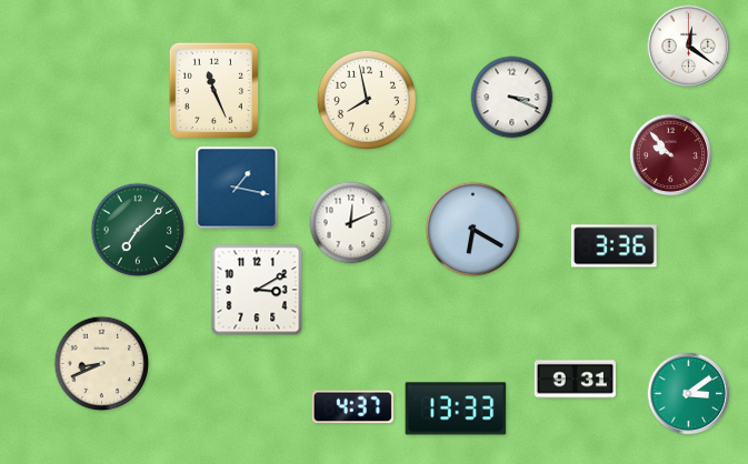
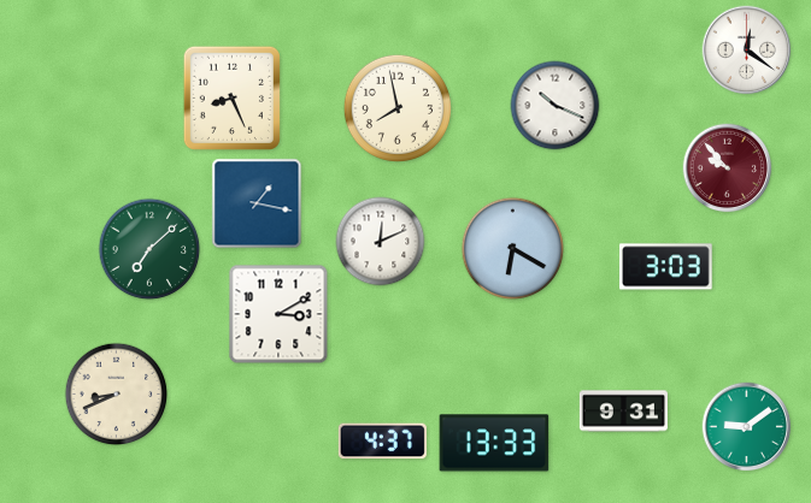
clock at (213, 90): 11:26 -> 8:26
clock at (512, 98): 3:19 -> 10:19
clock at (615, 246): 3:36 -> 3:03
clock at (102, 364) position: (102, 364) -> (117, 395)
clock at (689, 394): 3:09 -> 9:09
